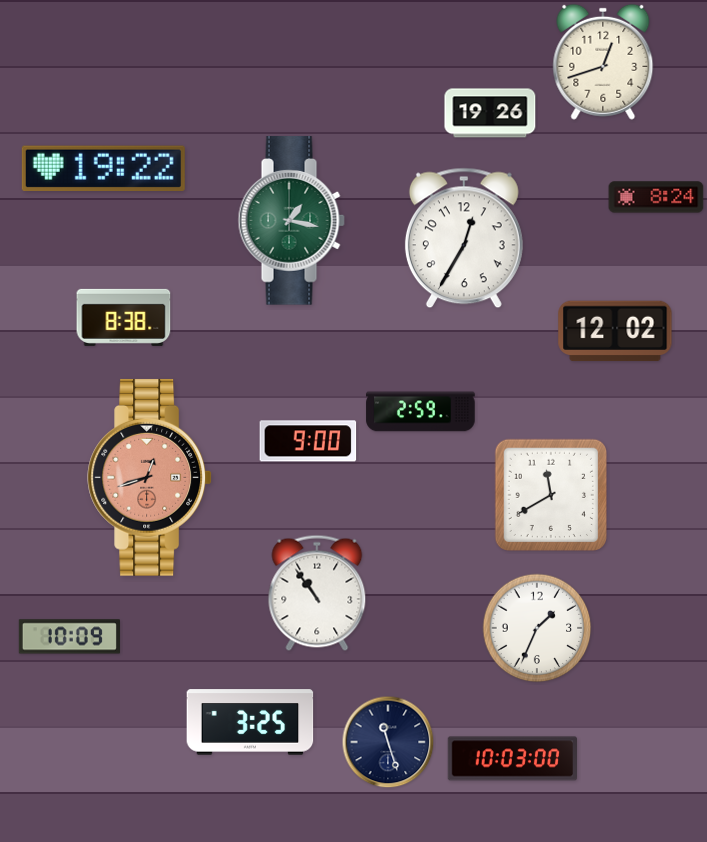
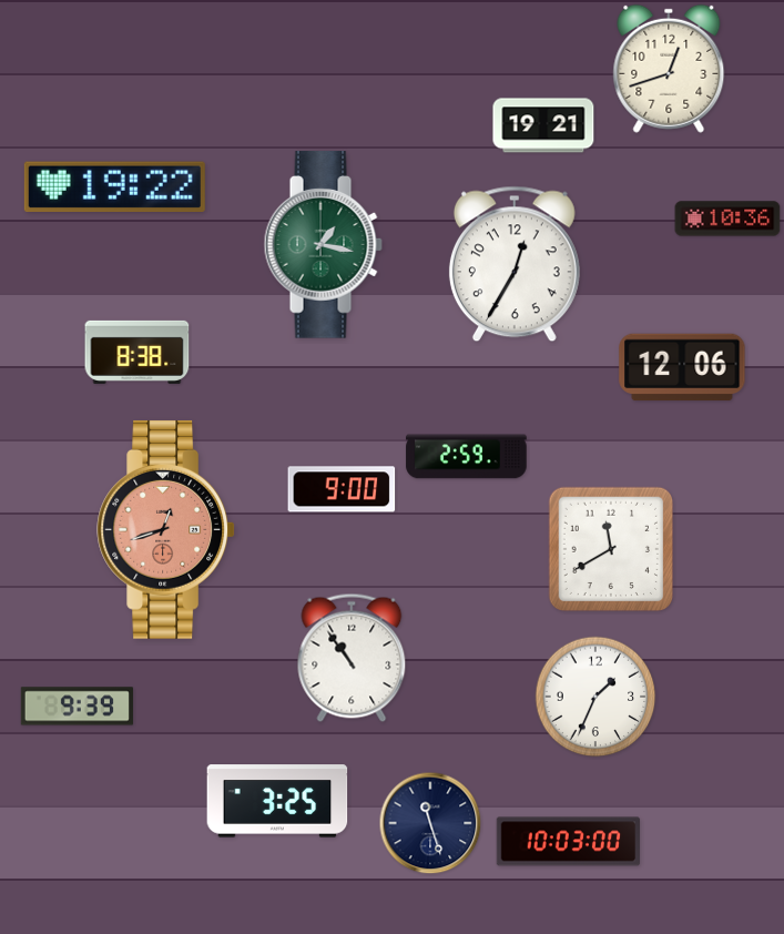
clock at (490, 113): 19:26 -> 19:21
clock at (656, 197): 8:24 -> 10:36
clock at (615, 331): 12:02 -> 12:06
clock at (69, 637): 10:09 -> 9:39
